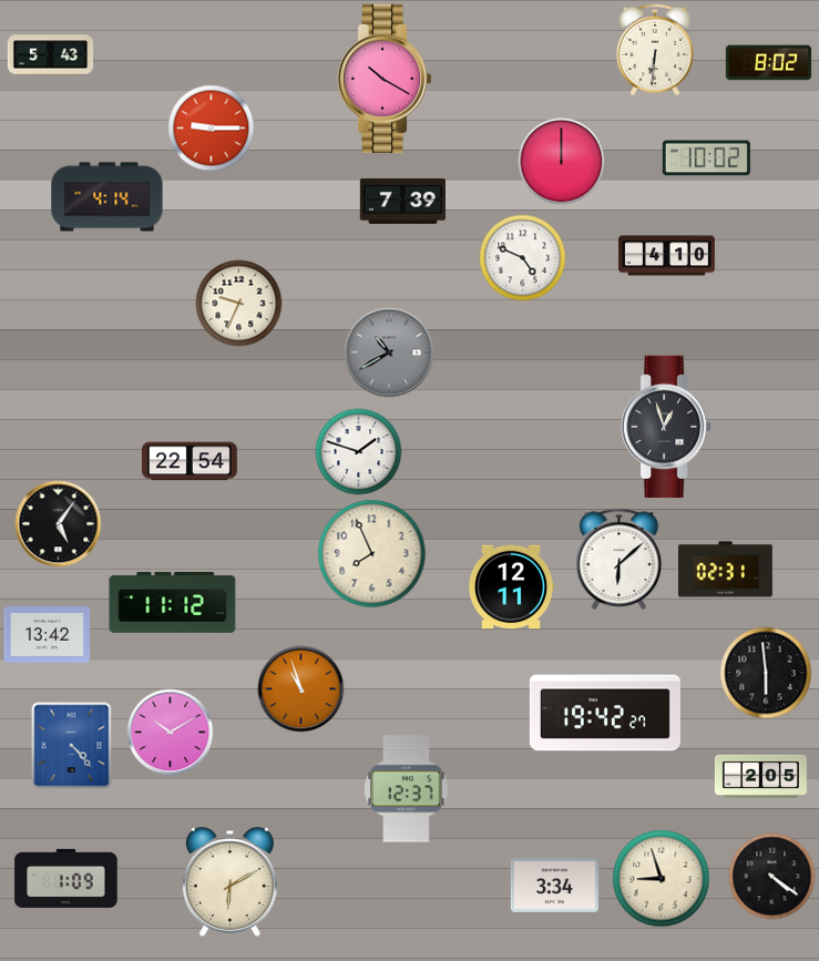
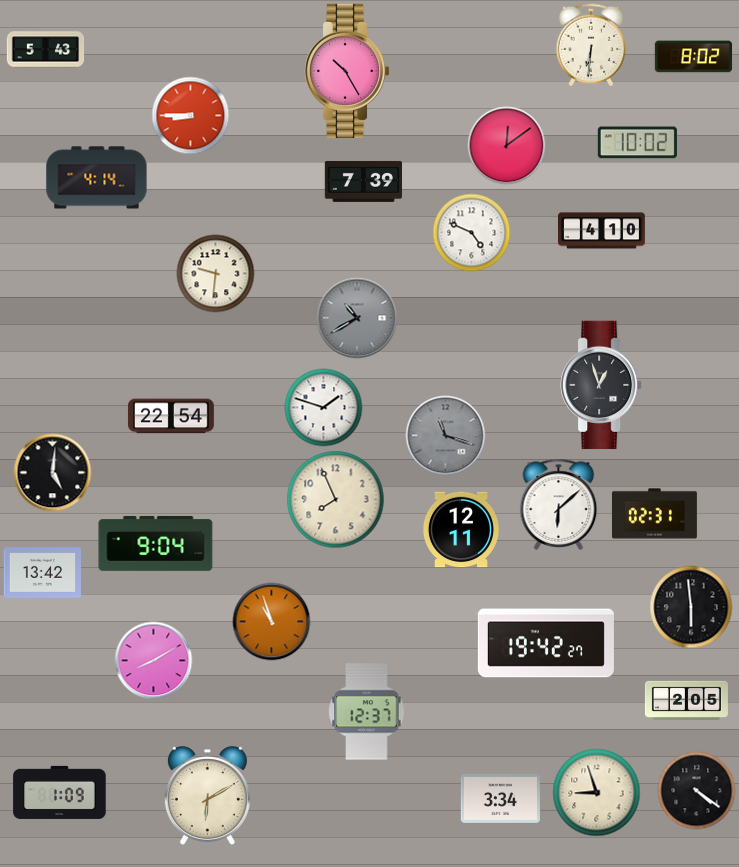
clock at (386, 79): 10:20 -> 10:25
clock at (211, 127): 9:15 -> 8:45
clock at (561, 161): 12:00 -> 12:09
clock at (238, 303): 9:34 -> 9:31
clock at (389, 352) position: (389, 352) -> (357, 318)
clock at (445, 435): none -> 11:18
clock at (58, 523): 5:06 -> 5:01
clock at (173, 602): 11:12 -> 9:04
clock at (170, 732): 10:10 -> 8:10
clock at (72, 745): 4:23 -> none
